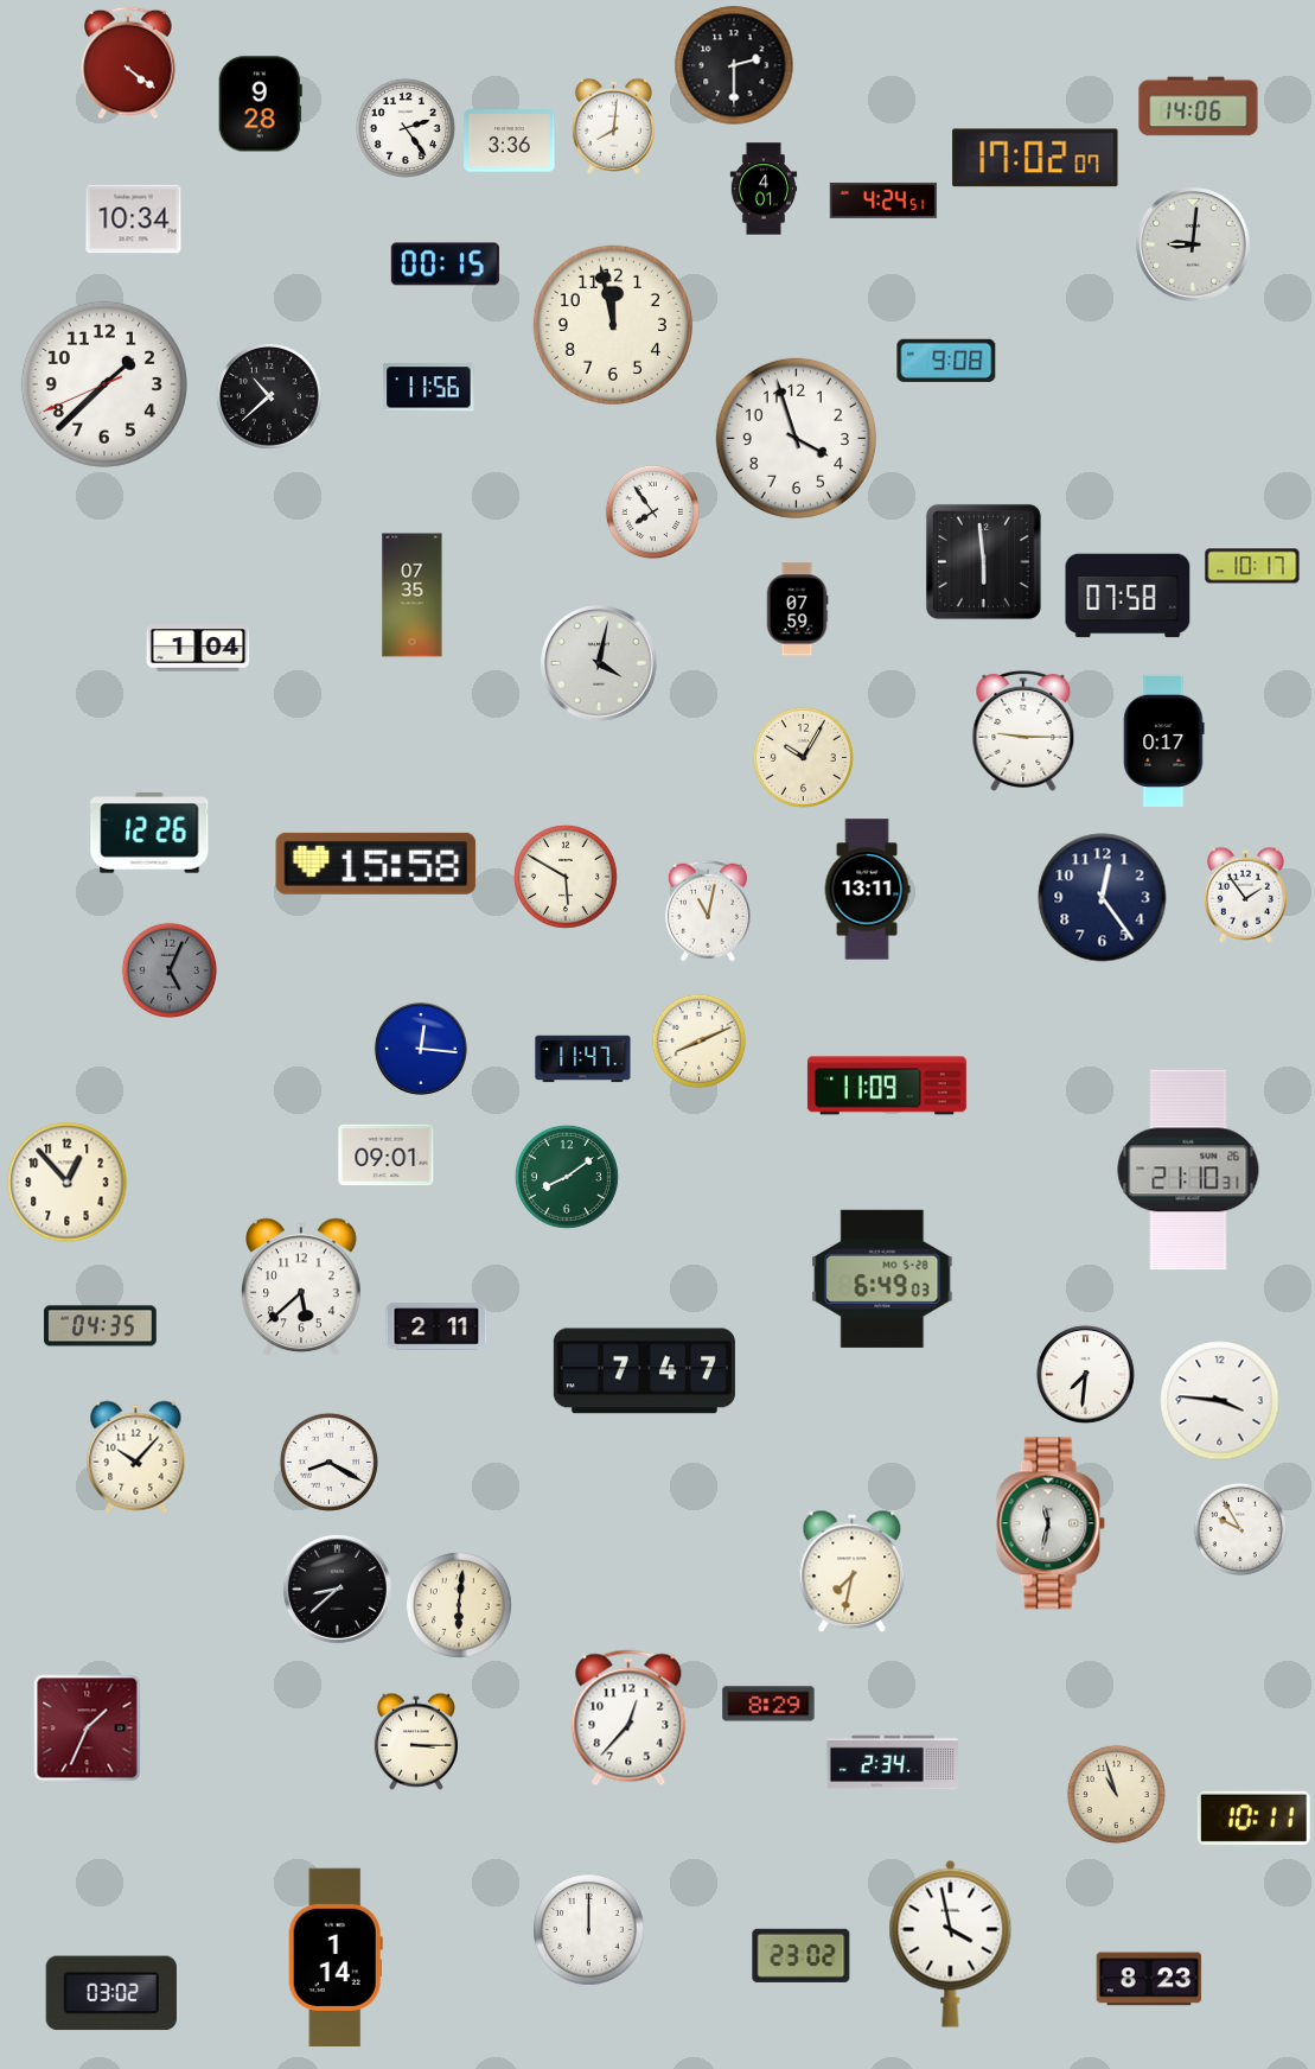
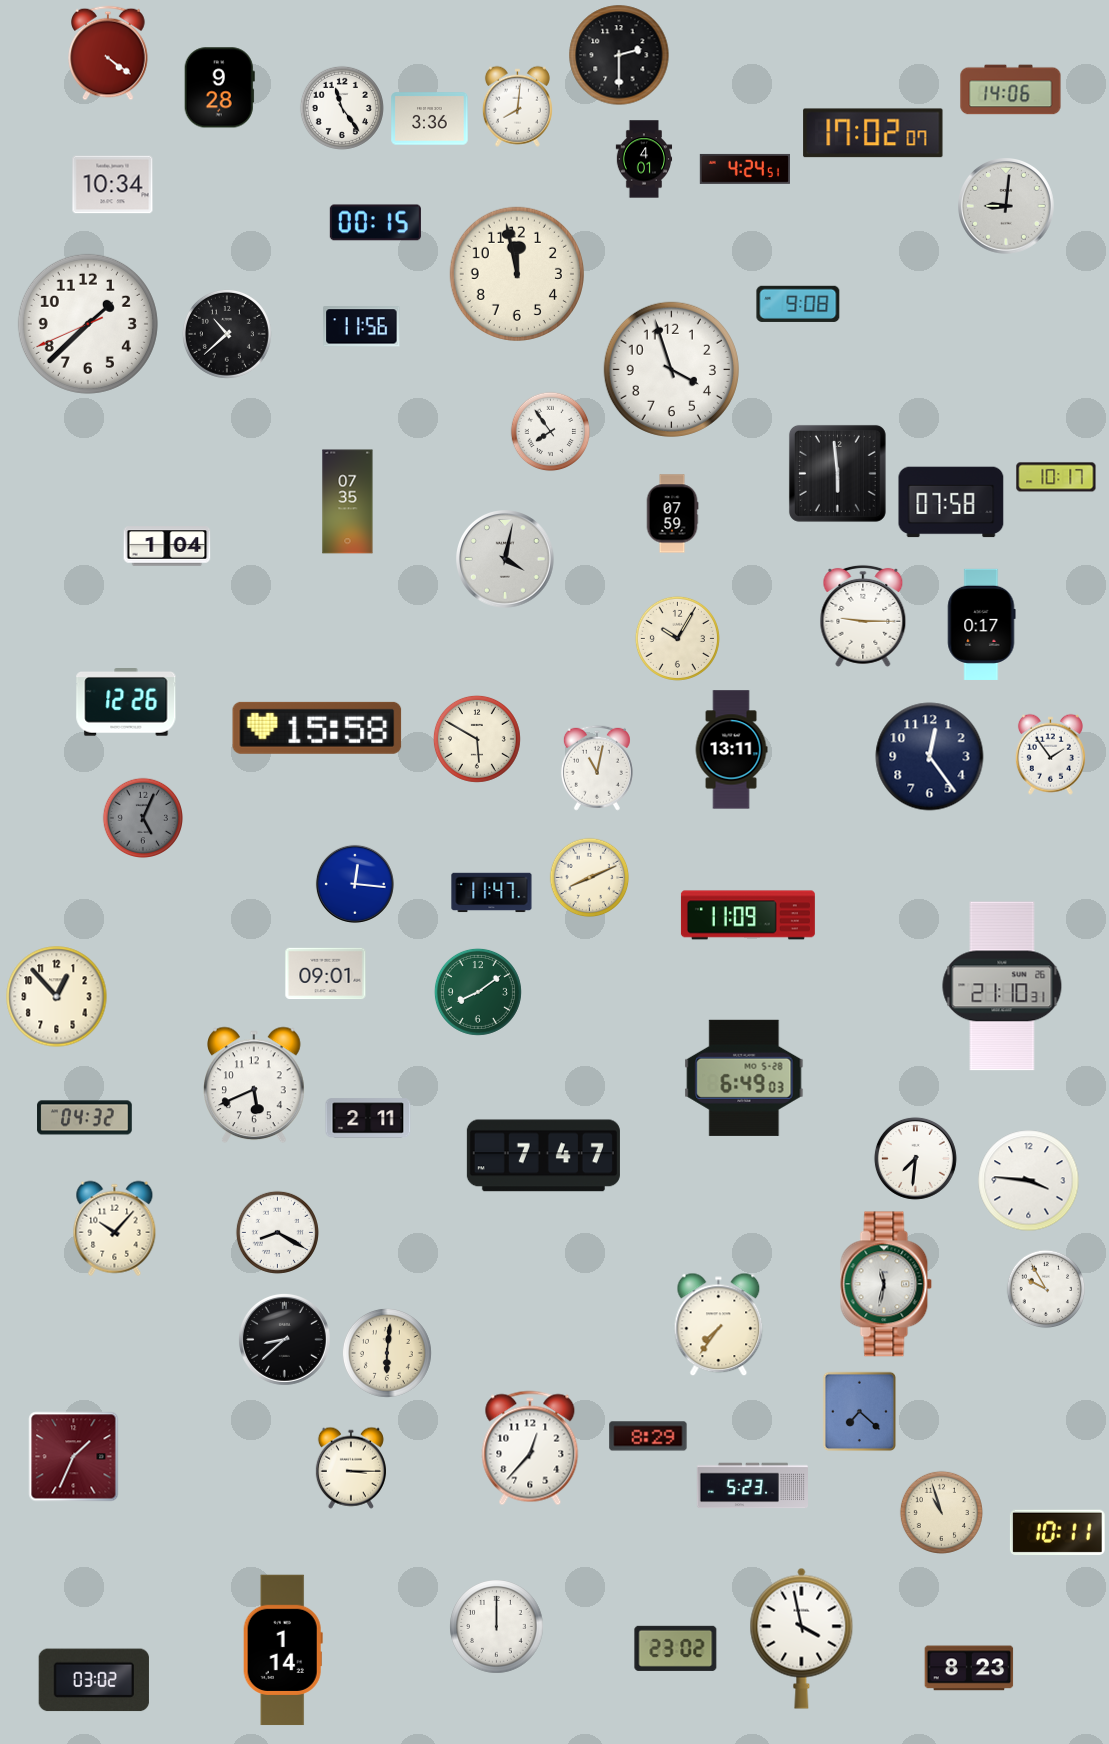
clock at (406, 128): 2:24 -> 11:24
clock at (983, 561) position: (983, 561) -> (837, 473)
clock at (301, 1287): 5:38 -> 5:41
clock at (101, 1326): 04:35 -> 04:32
clock at (853, 1572): 7:32 -> 7:36
clock at (860, 1412): none -> 7:22
clock at (892, 1763): 2:34 -> 5:23
